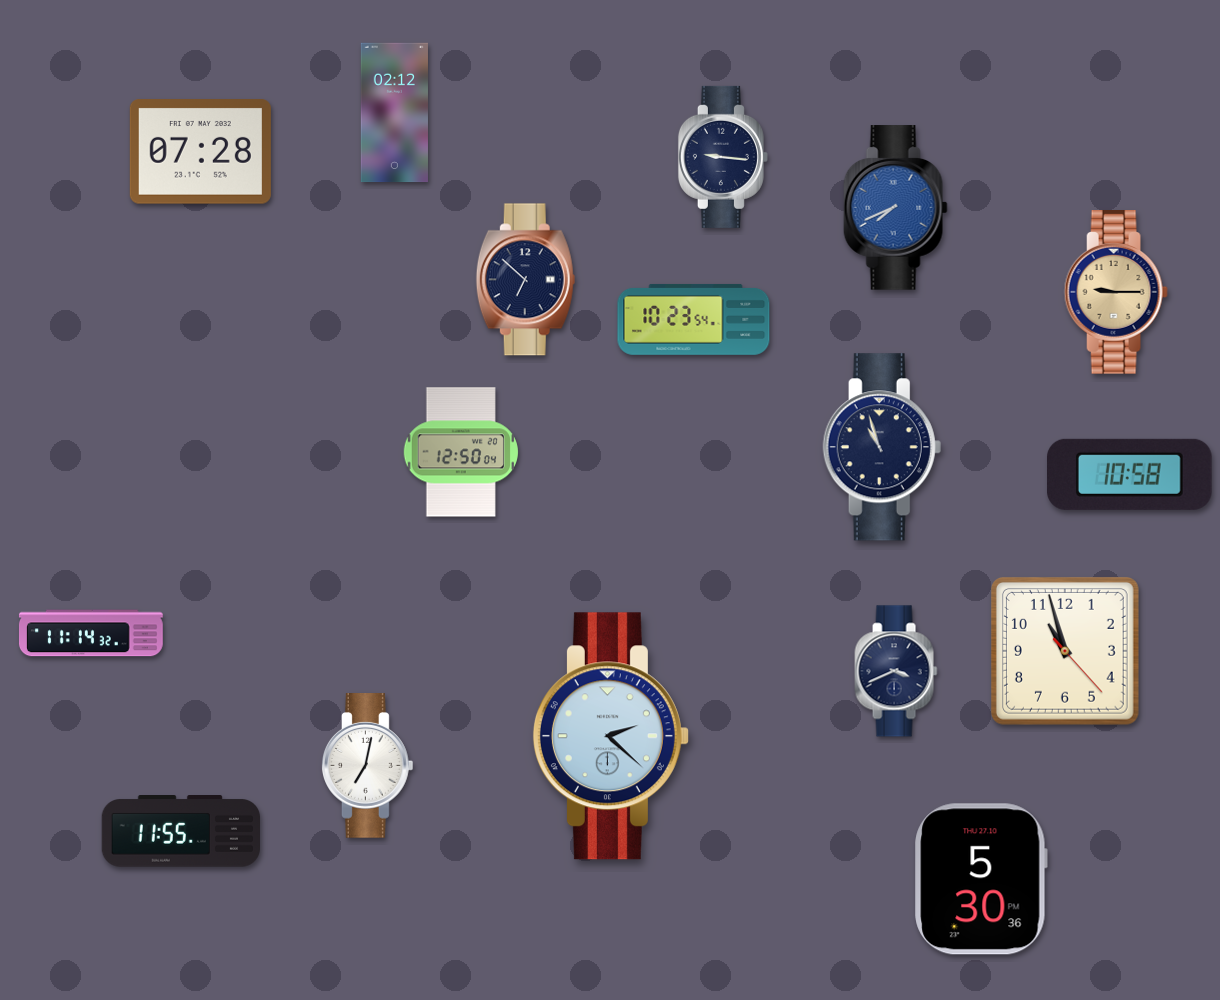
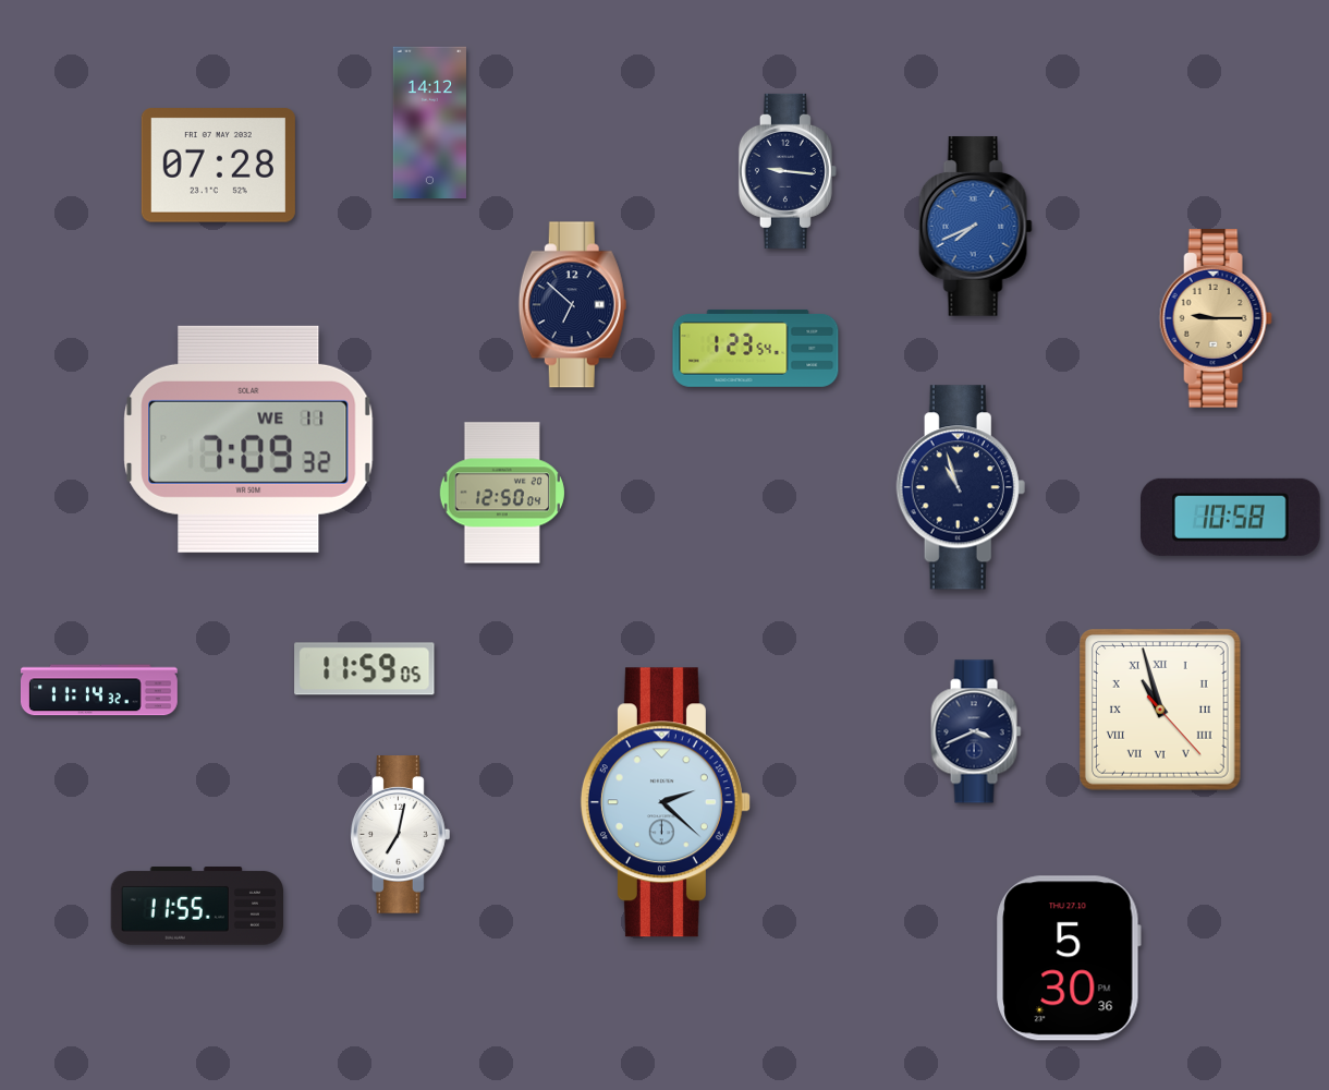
clock at (394, 113): 02:12 -> 14:12
clock at (694, 319): 10:23 -> 1:23
clock at (248, 439): none -> 7:09
clock at (365, 669): none -> 11:59
clock at (1065, 651) numerals: Arabic -> Roman
